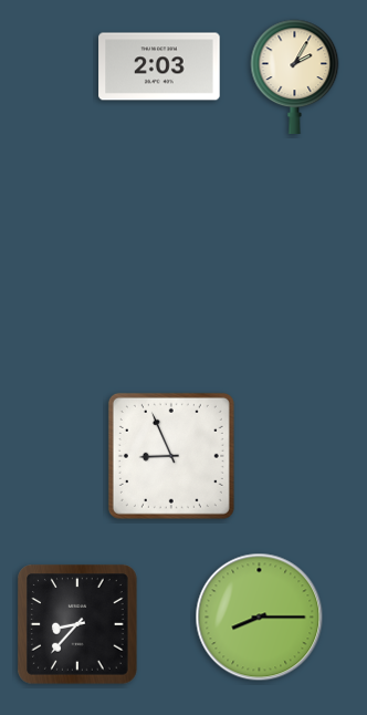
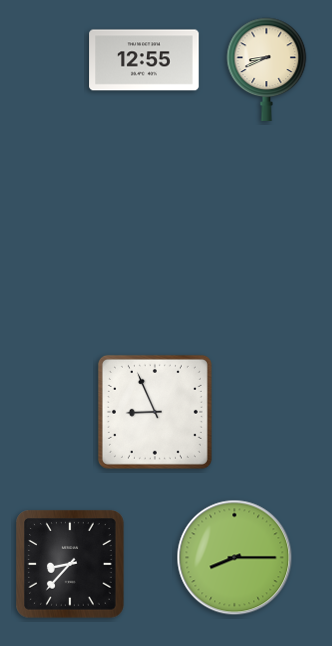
clock at (159, 66): 2:03 -> 12:55
clock at (295, 76): 2:05 -> 8:41
